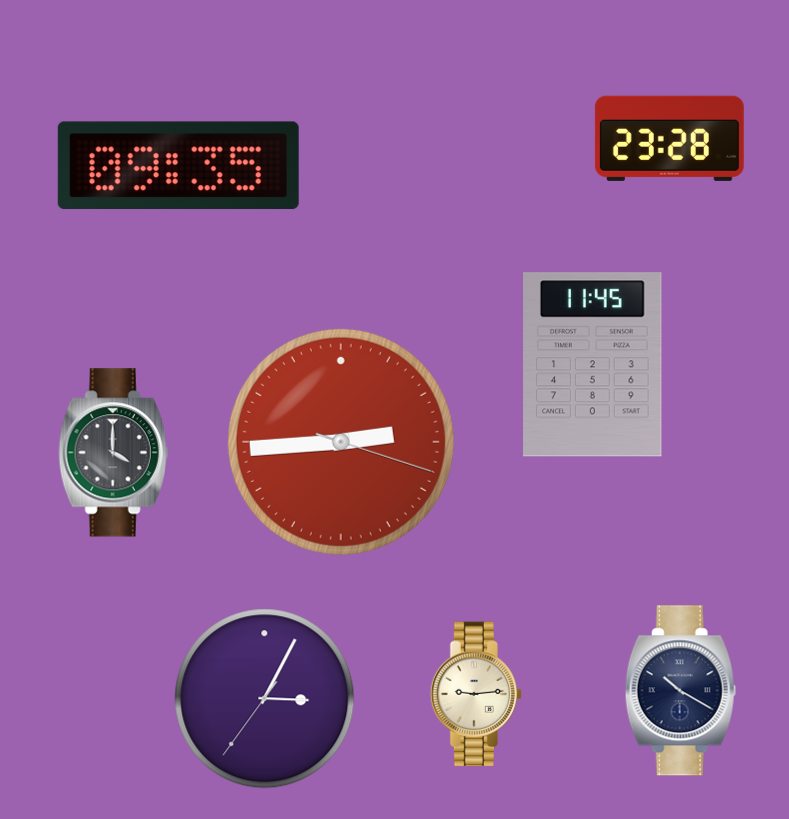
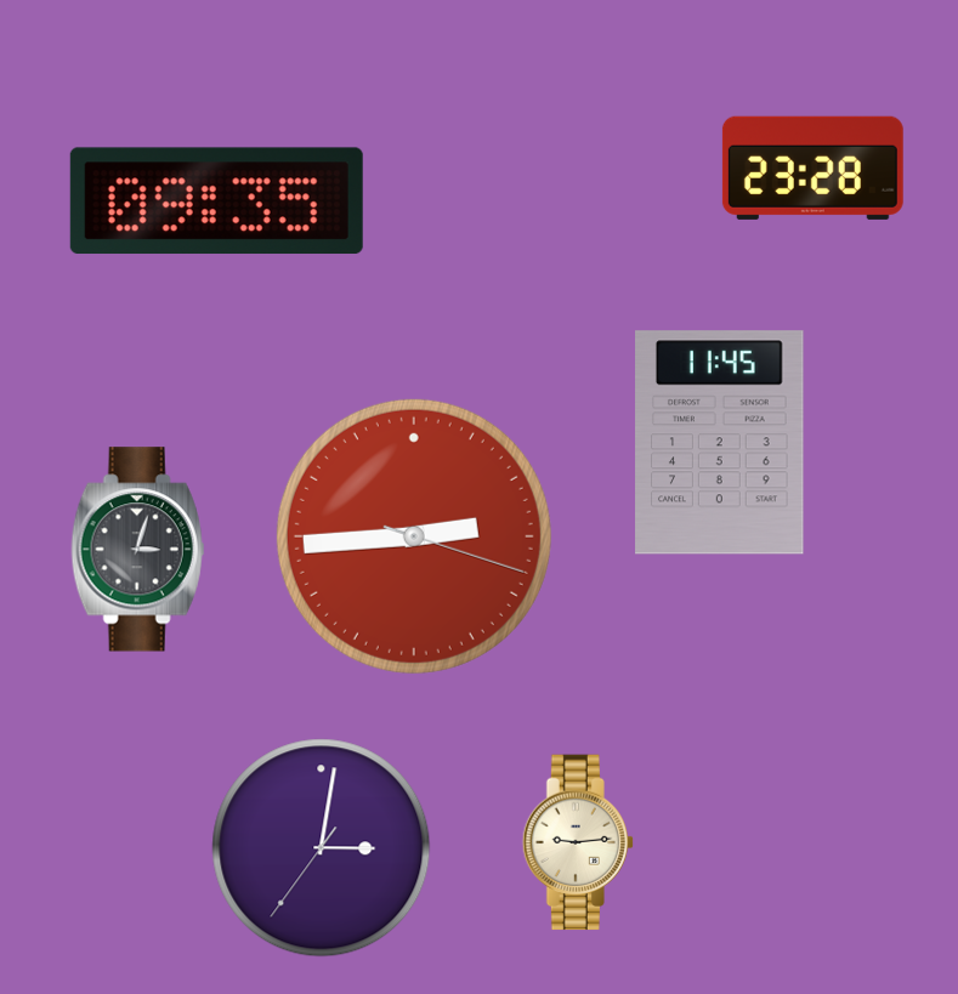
clock at (114, 453): 4:00 -> 3:03
clock at (680, 691): 10:20 -> none
clock at (265, 699): 3:04 -> 3:01
